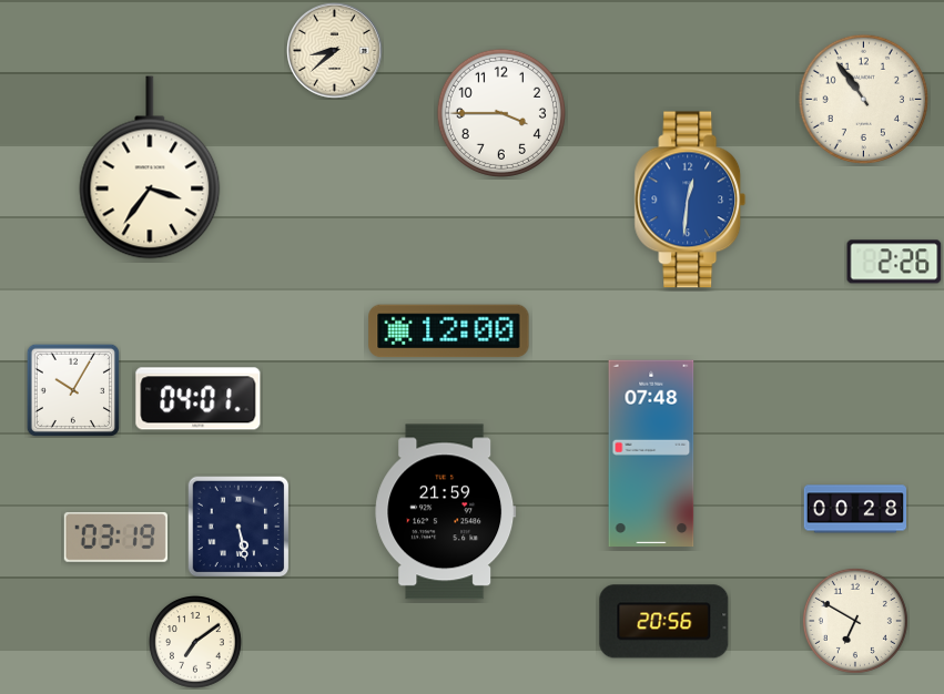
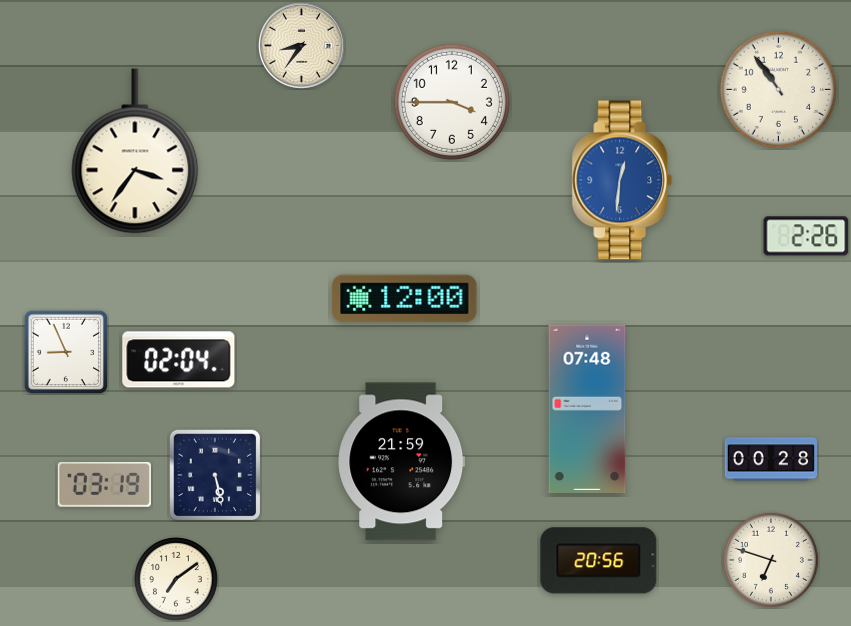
clock at (335, 51): 8:38 -> 8:36
clock at (72, 389): 10:05 -> 8:56
clock at (199, 399): 04:01 -> 02:04
clock at (855, 621): 6:50 -> 6:48
